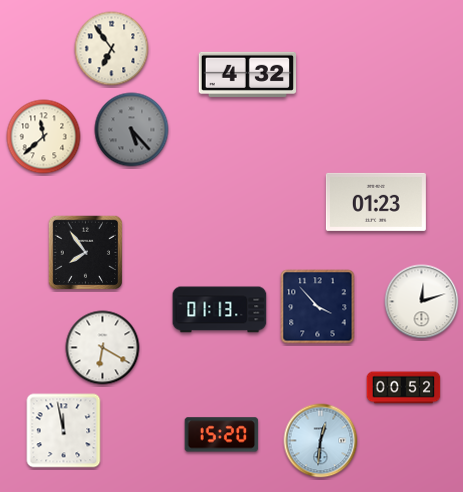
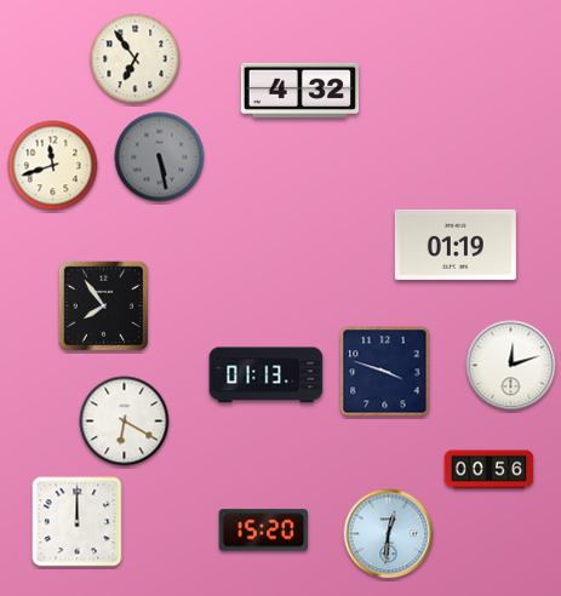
clock at (132, 130): 5:23 -> 5:28
clock at (44, 137): 11:38 -> 11:42
clock at (376, 202): 01:23 -> 01:19
clock at (318, 307): 3:53 -> 3:48
clock at (404, 388): 00:52 -> 00:56
clock at (64, 431): 11:58 -> 12:00
clock at (222, 435) position: (222, 435) -> (264, 531)
